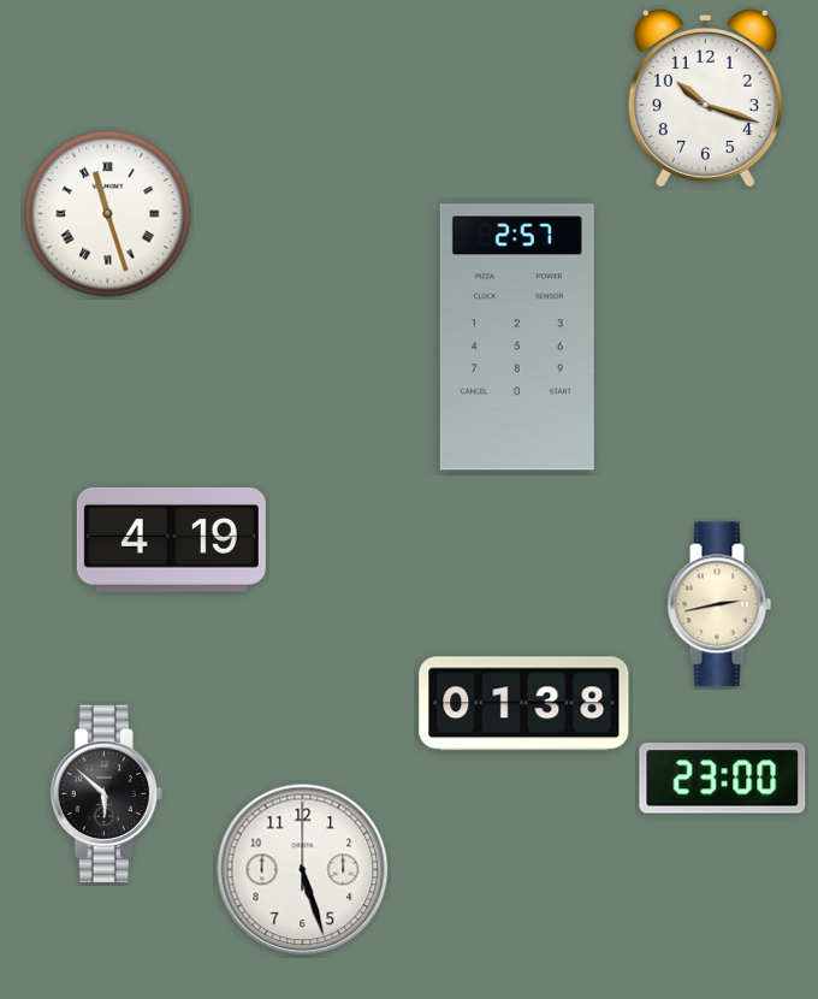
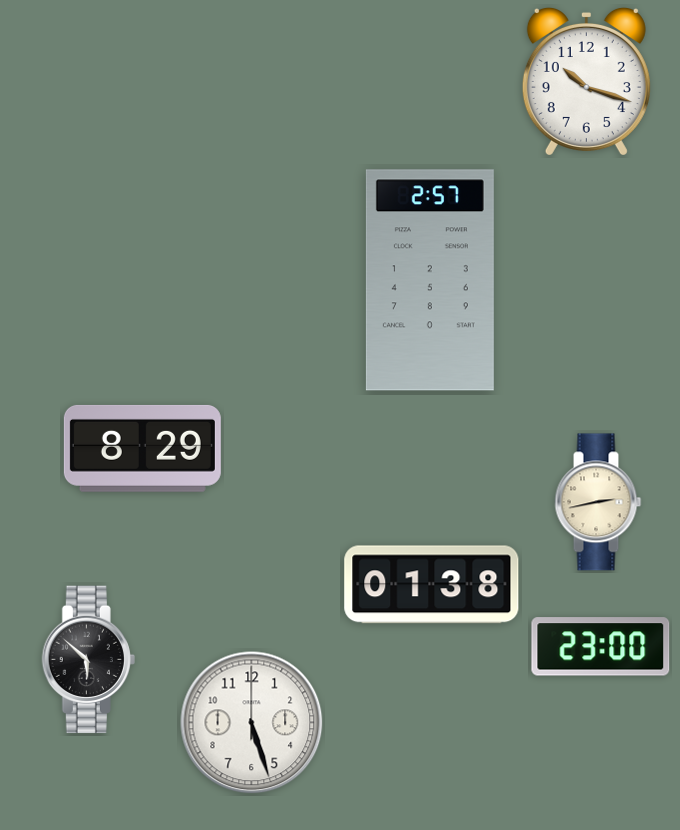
clock at (108, 214): 11:27 -> none
clock at (171, 539): 4:19 -> 8:29
clock at (524, 704) position: (524, 704) -> (432, 585)
